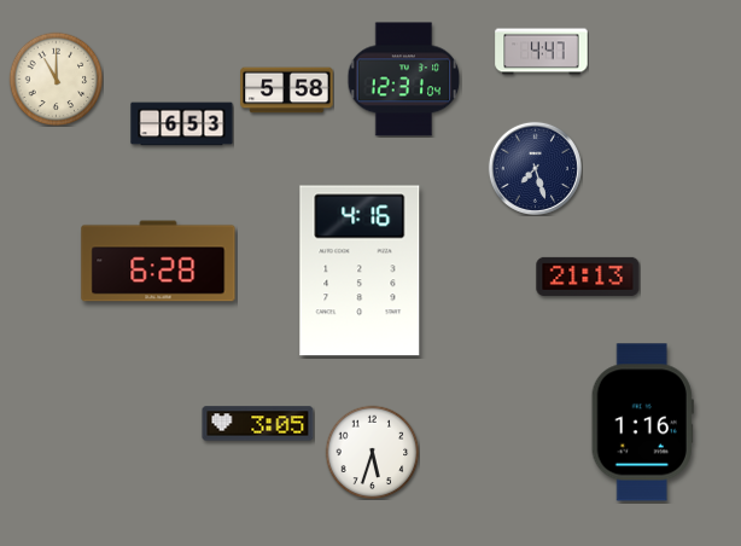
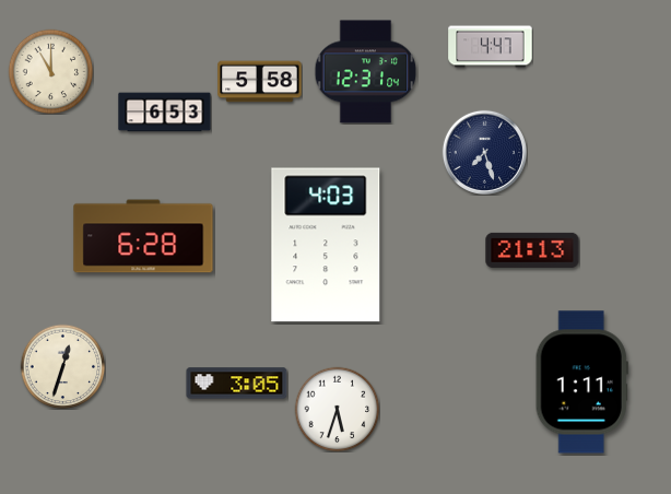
clock at (360, 271): 4:16 -> 4:03
clock at (62, 366): none -> 12:33
clock at (642, 423): 1:16 -> 1:11
clock at (258, 424) position: (258, 424) -> (237, 384)
